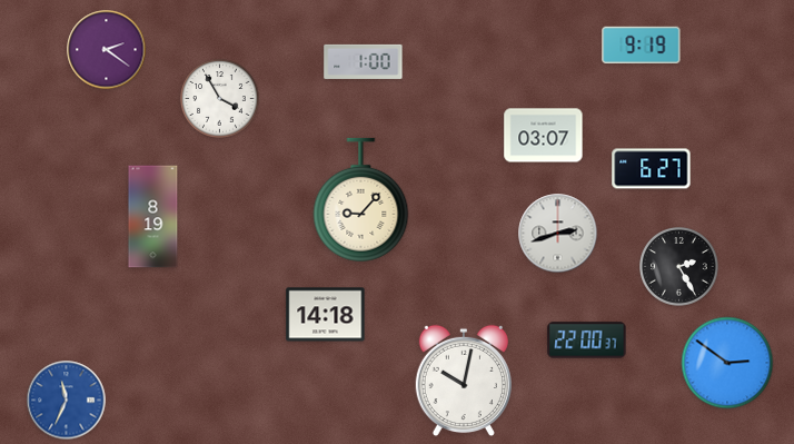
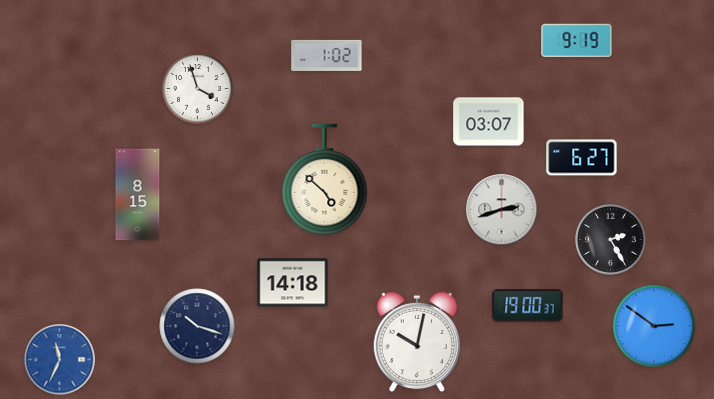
clock at (107, 50): 2:21 -> none
clock at (364, 61): 1:00 -> 1:02
clock at (220, 99): 3:55 -> 3:57
clock at (652, 169) position: (652, 169) -> (582, 158)
clock at (361, 200): 9:07 -> 4:52
clock at (153, 217): 8:19 -> 8:15
clock at (587, 341): 22:00 -> 19:00
clock at (197, 326): none -> 10:18
